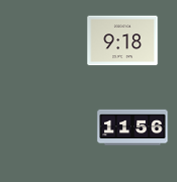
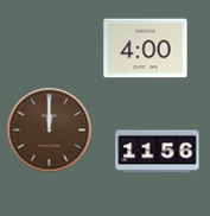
clock at (123, 41): 9:18 -> 4:00
clock at (50, 131): none -> 12:00
